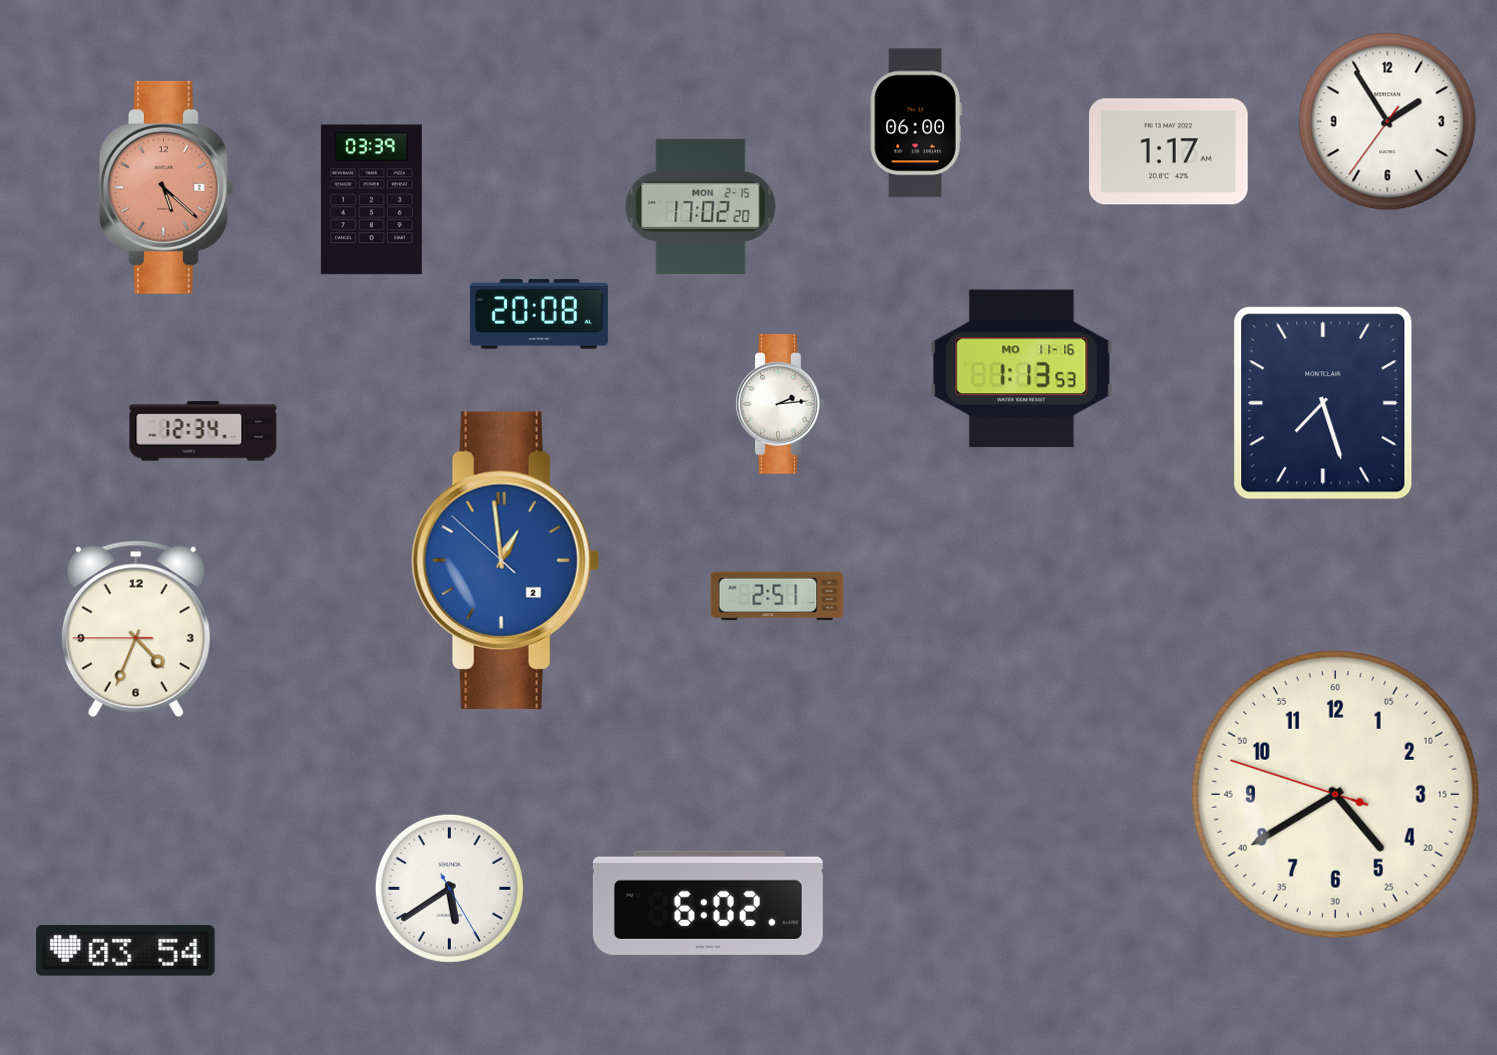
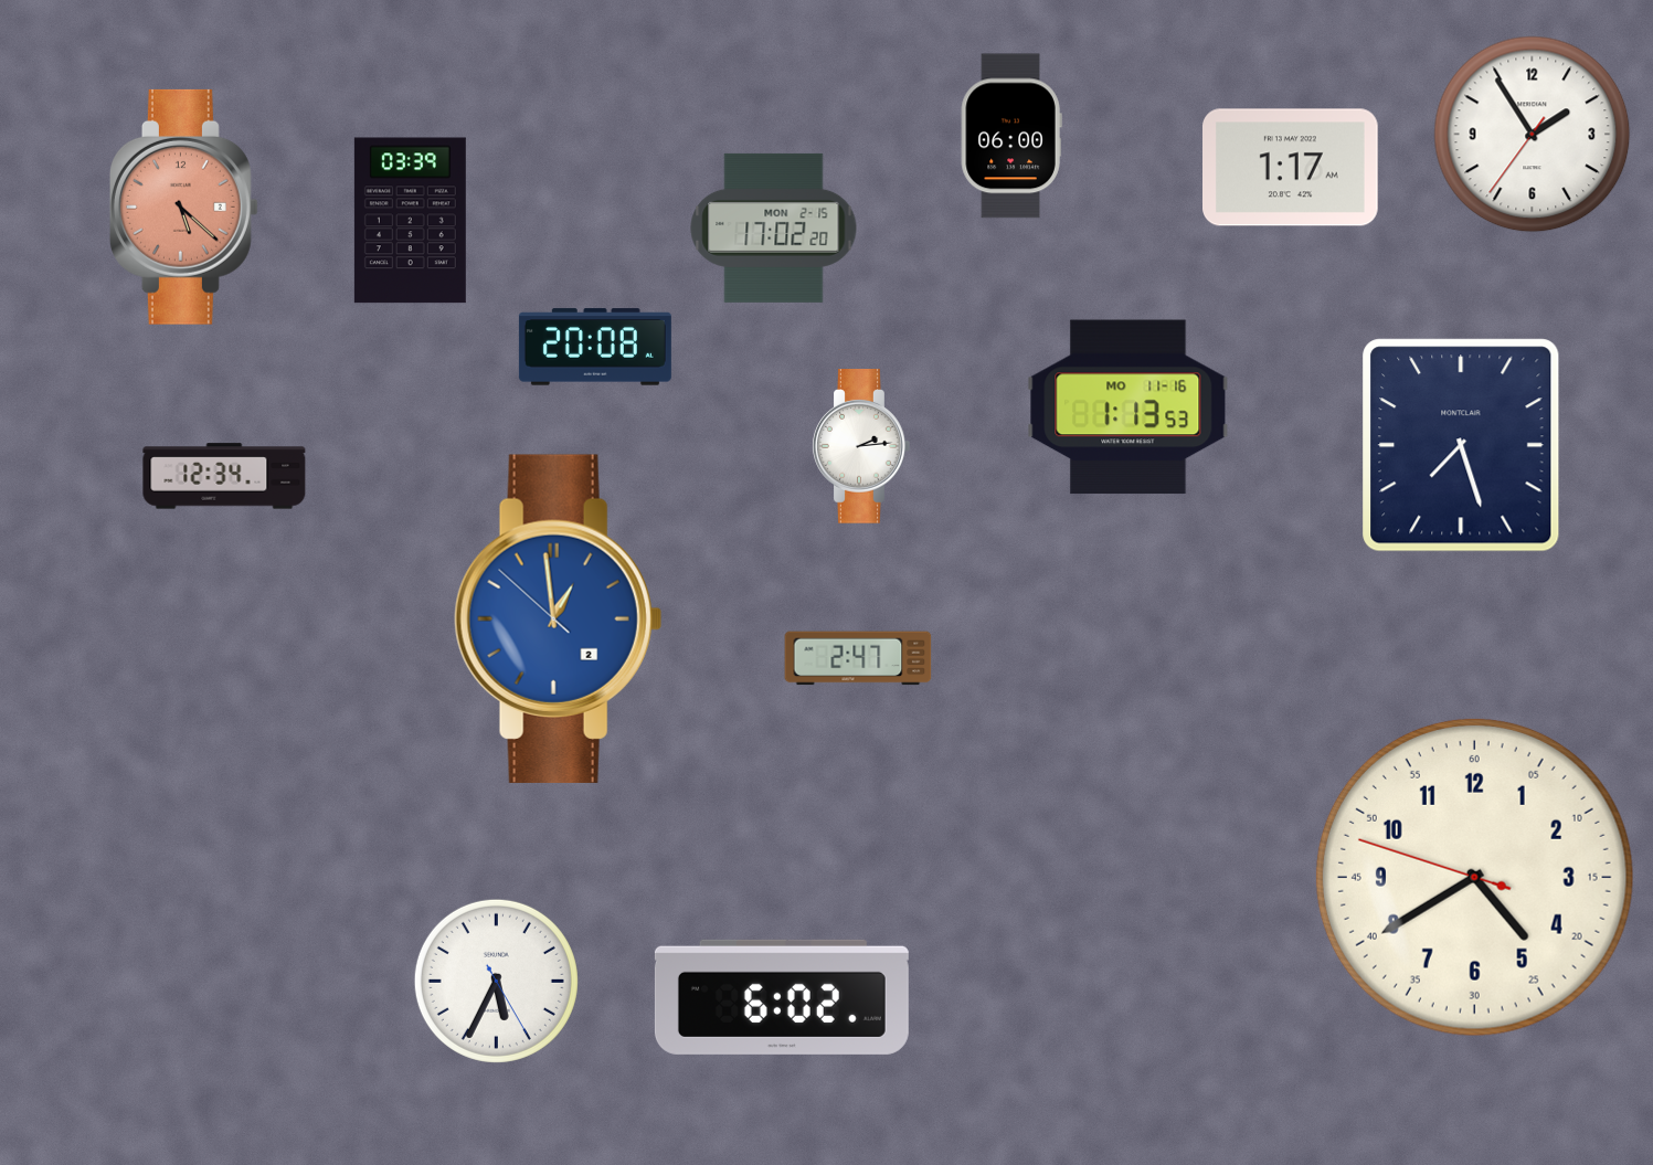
clock at (777, 596): 2:51 -> 2:47
clock at (136, 629): 4:33 -> none
clock at (449, 888): 5:39 -> 5:34
clock at (126, 951): 03:54 -> none
